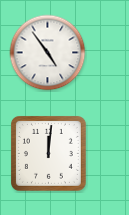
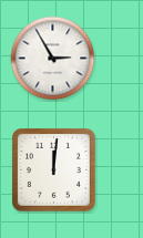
clock at (48, 53): 4:54 -> 2:55
